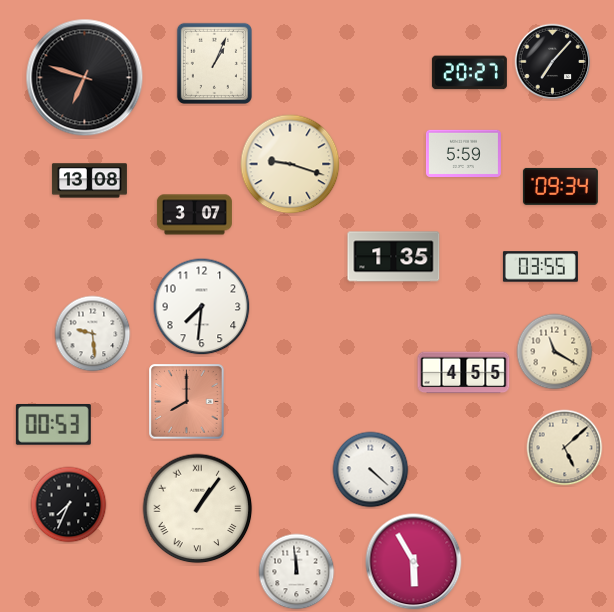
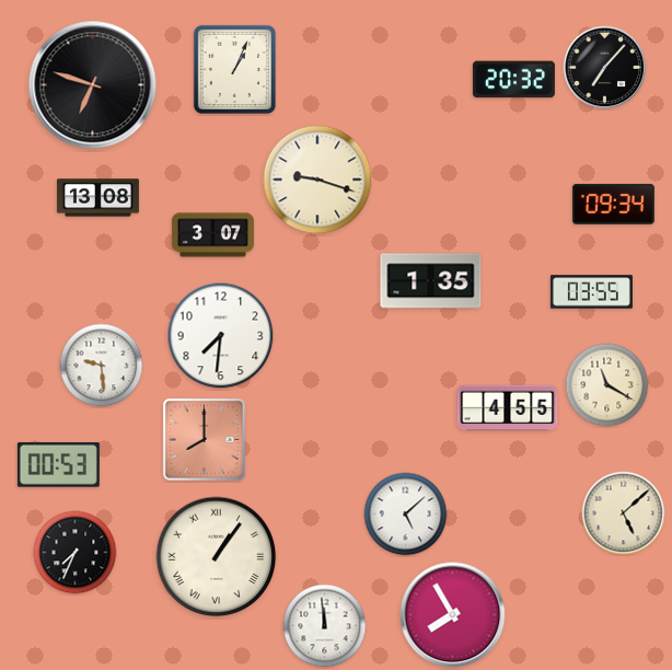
clock at (469, 73): 20:27 -> 20:32
clock at (463, 153): 5:59 -> none
clock at (565, 448) position: (565, 448) -> (624, 513)
clock at (371, 470): 4:22 -> 5:08
clock at (414, 562): 5:55 -> 7:55
